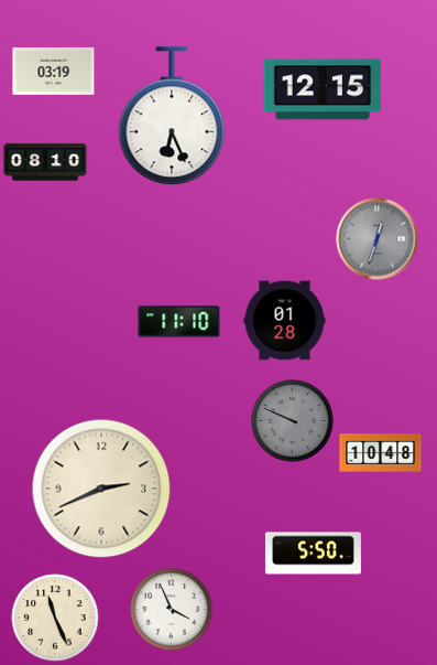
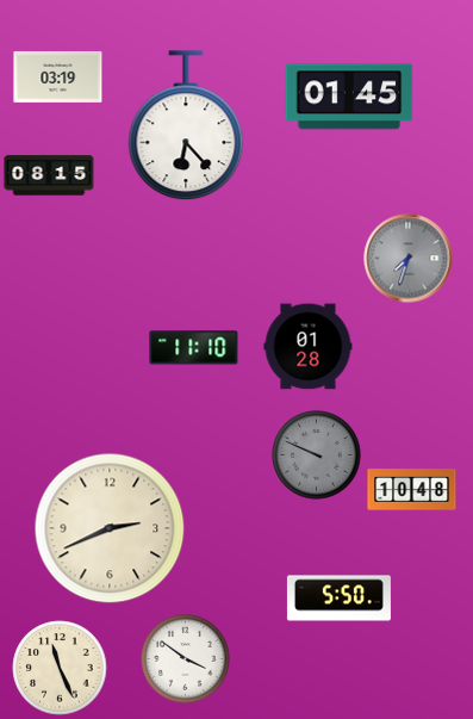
clock at (323, 89): 12:15 -> 01:45
clock at (172, 117): 6:26 -> 6:23
clock at (45, 162): 08:10 -> 08:15
clock at (378, 239): 12:33 -> 7:33
clock at (172, 610): 3:56 -> 3:51
